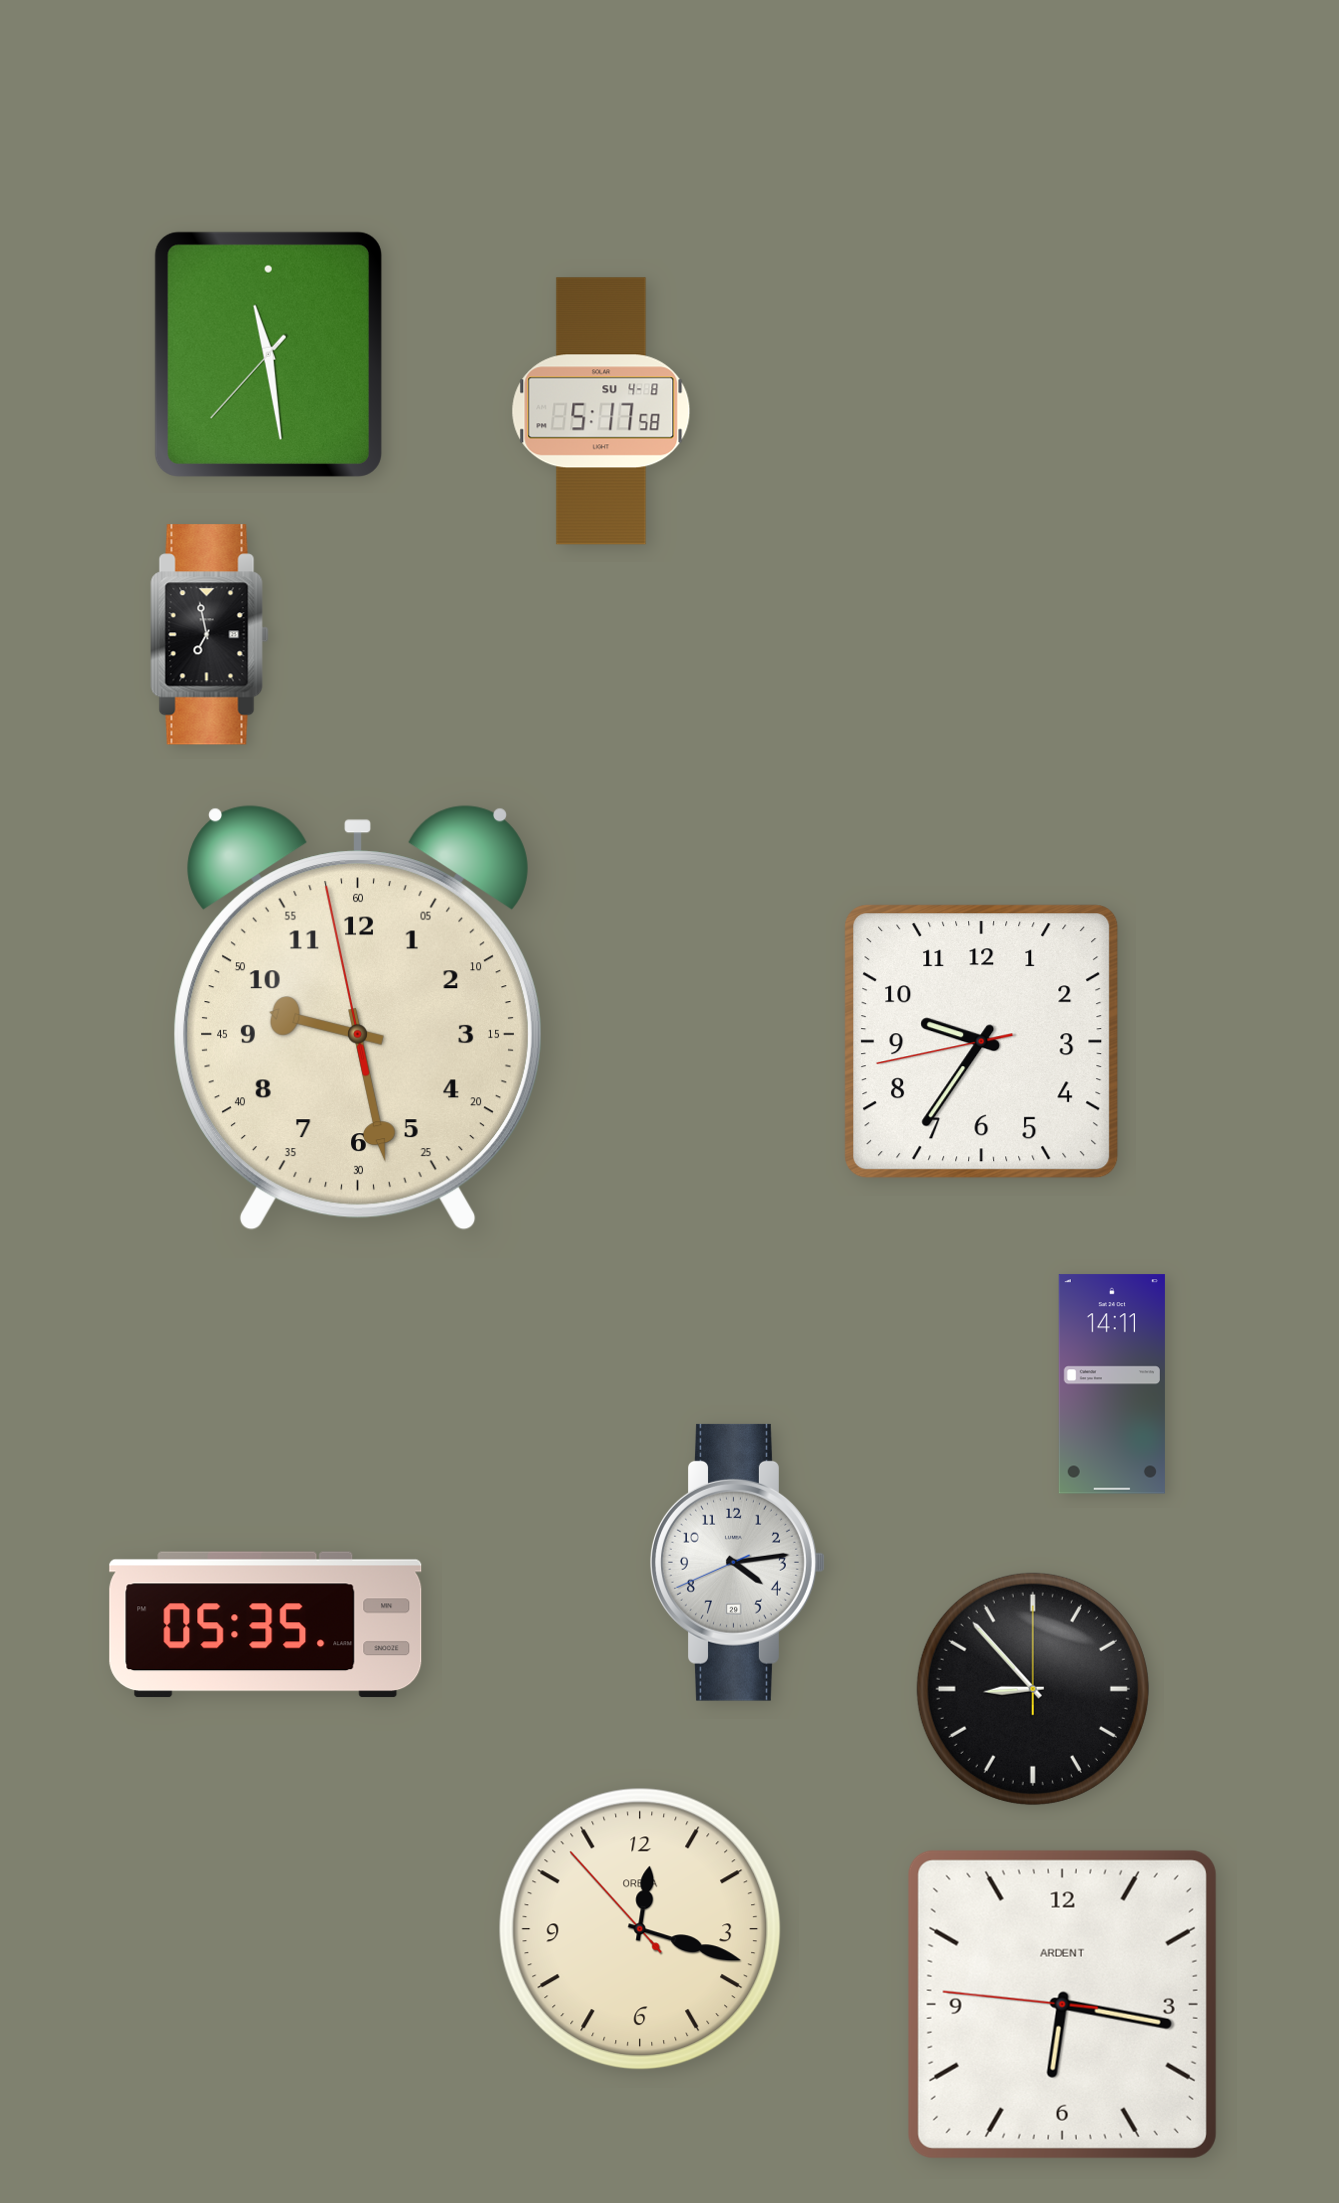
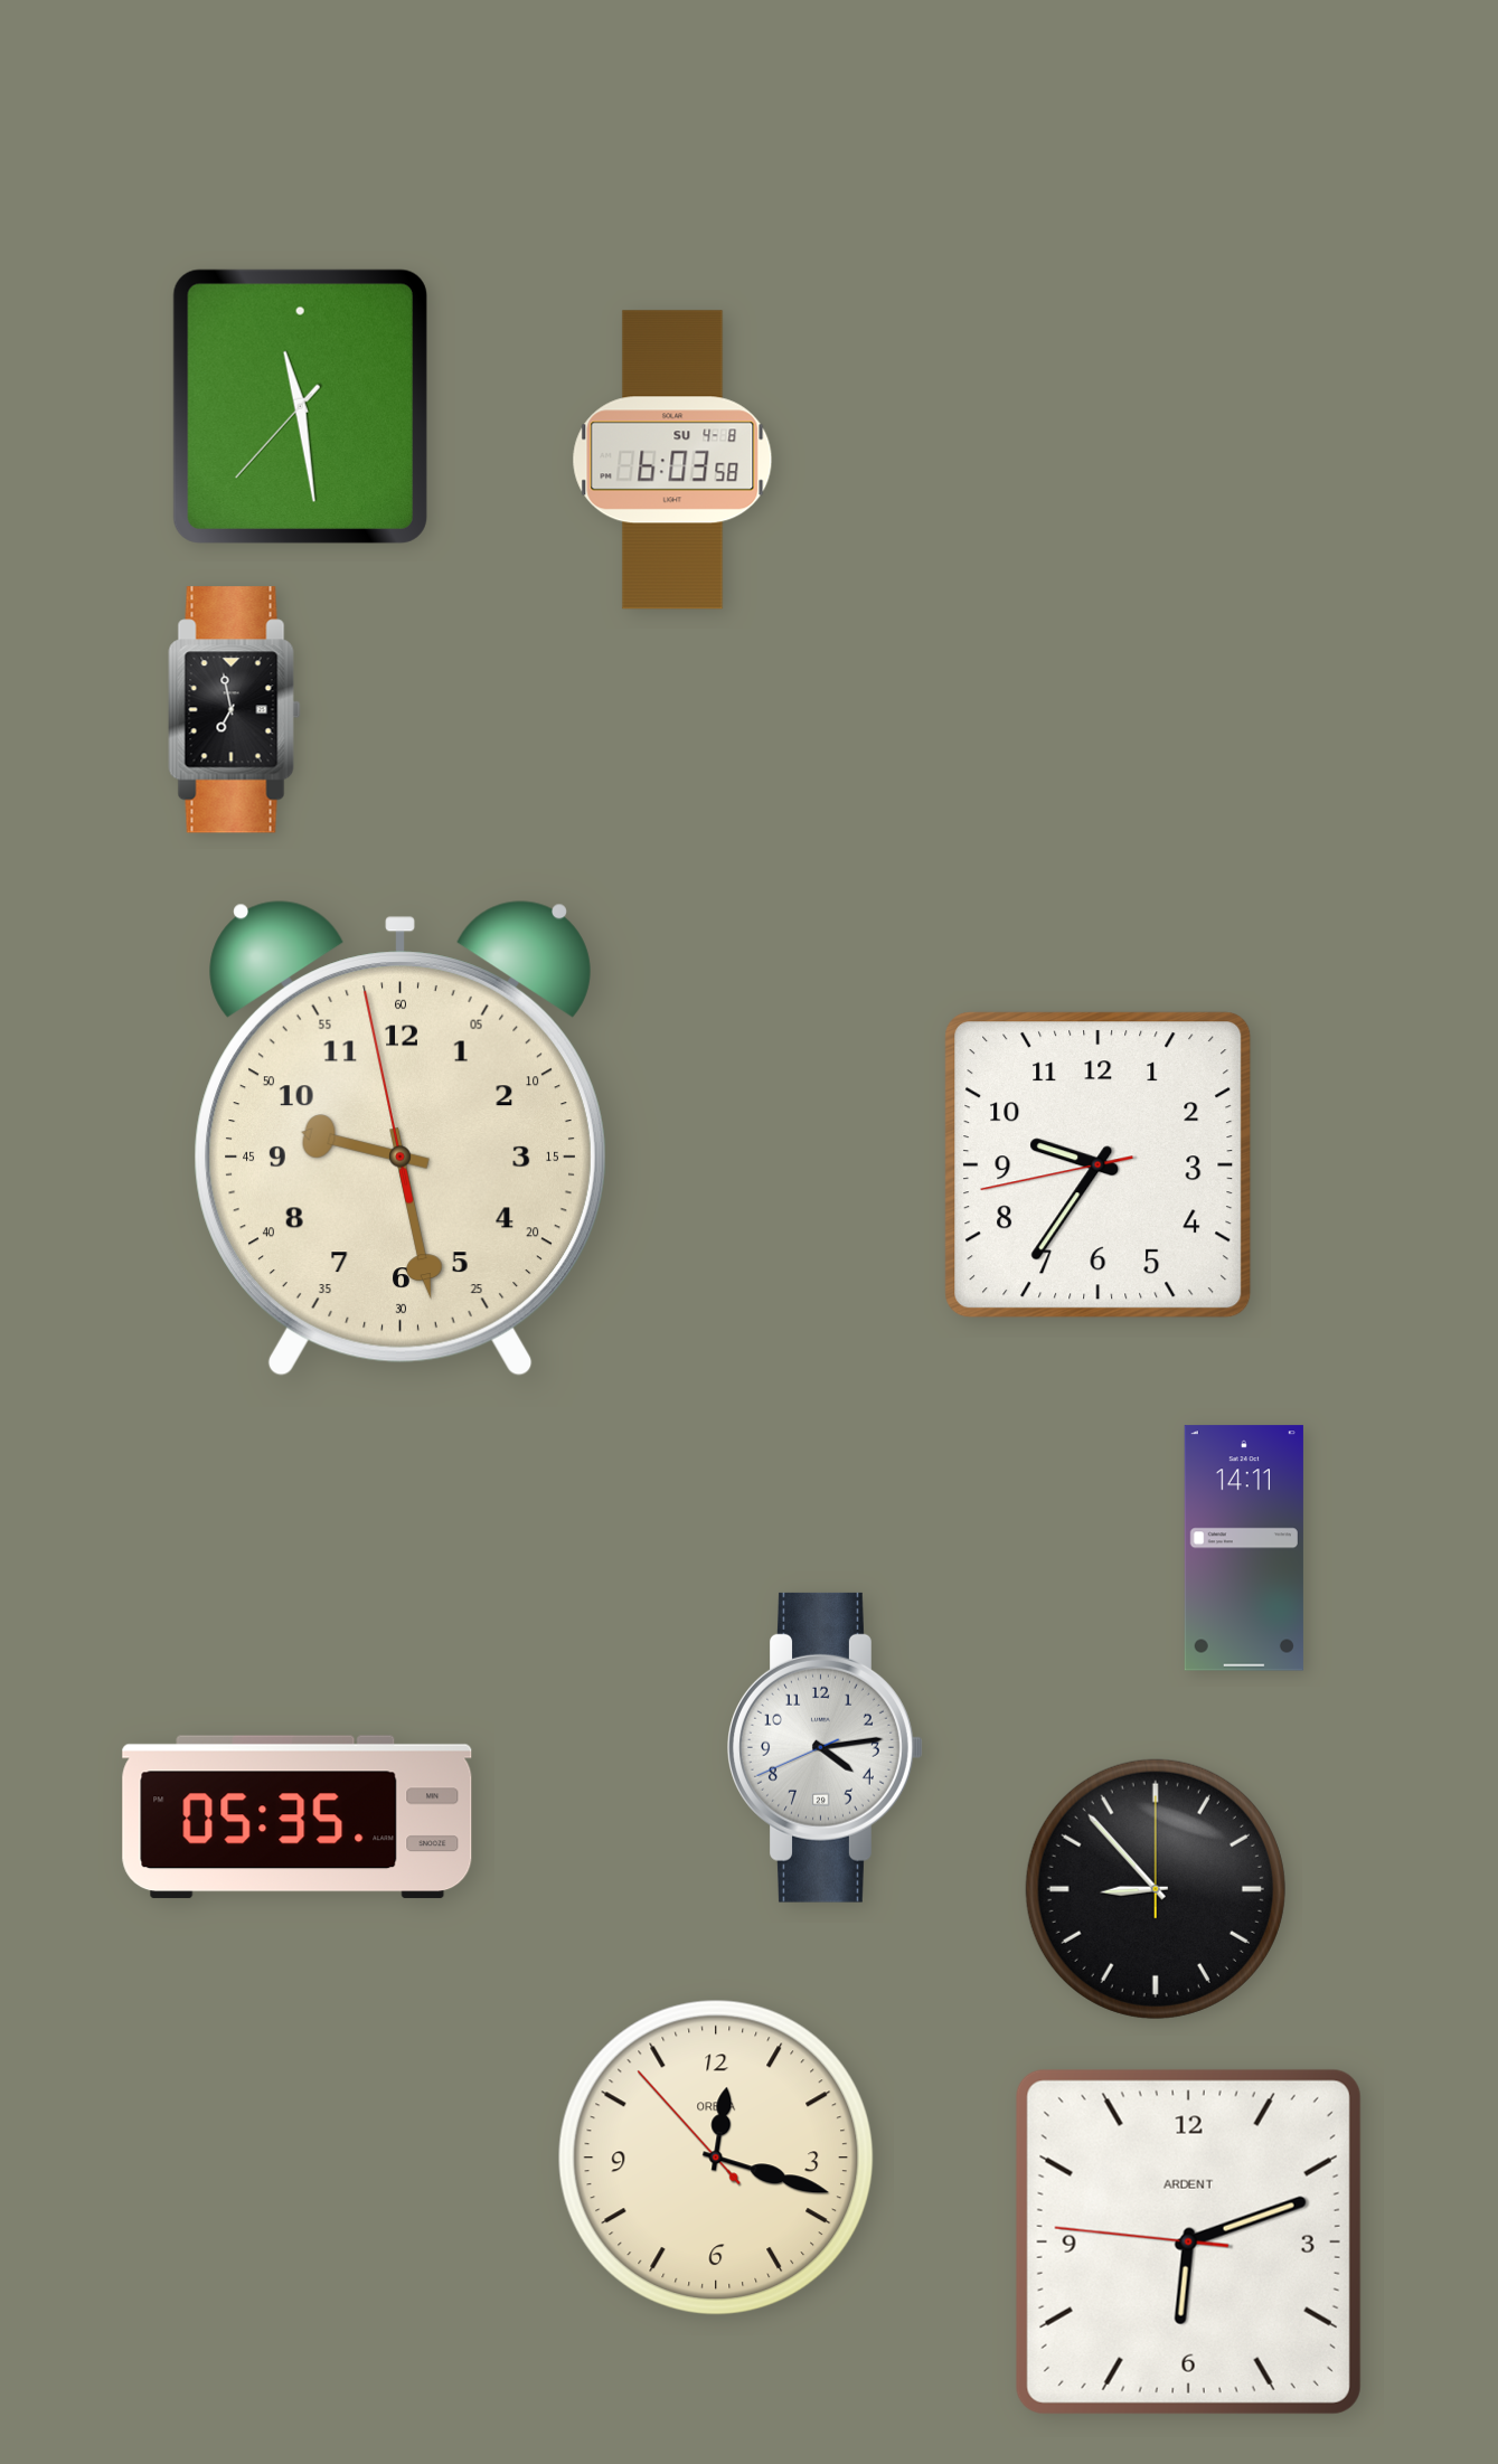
clock at (268, 354) position: (268, 354) -> (300, 406)
clock at (601, 411): 5:17 -> 6:03
clock at (1062, 2004): 6:16 -> 6:11
